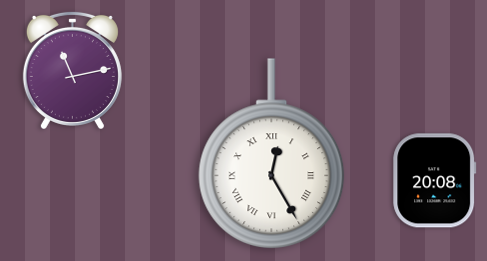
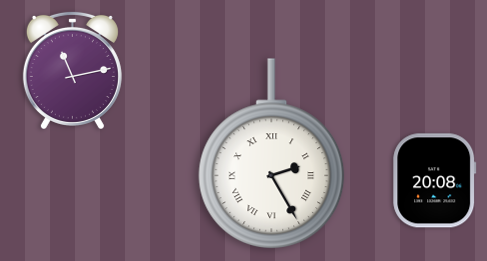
clock at (272, 154): 12:25 -> 2:25
